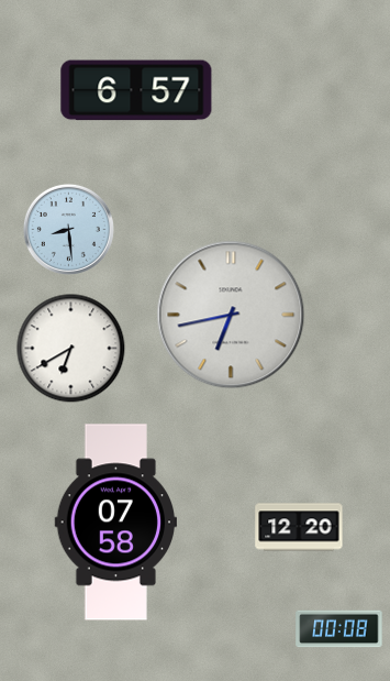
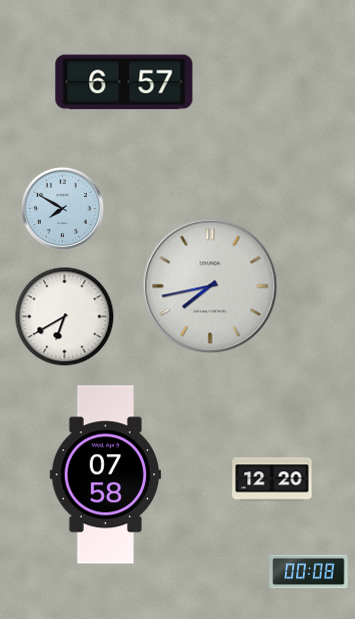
clock at (68, 229): 8:29 -> 7:50
clock at (231, 315): 6:43 -> 7:43
